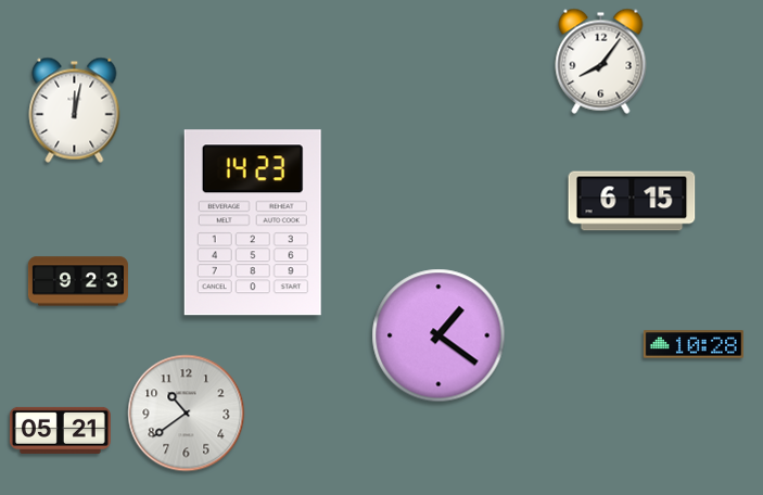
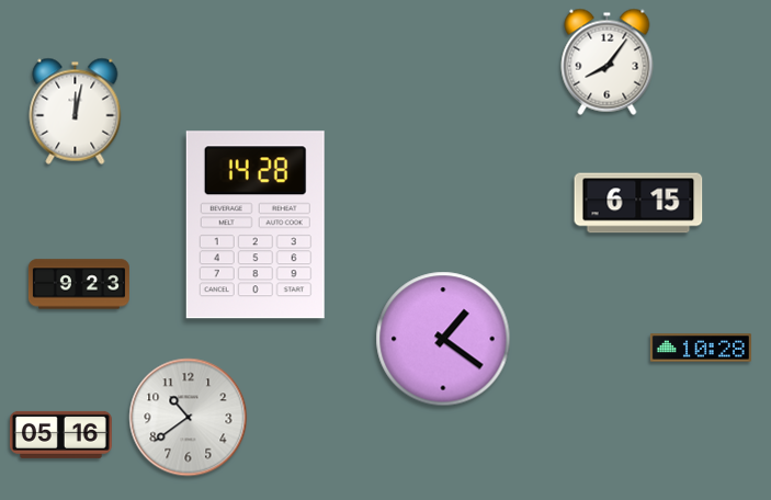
clock at (253, 223): 14:23 -> 14:28
clock at (60, 430): 05:21 -> 05:16
